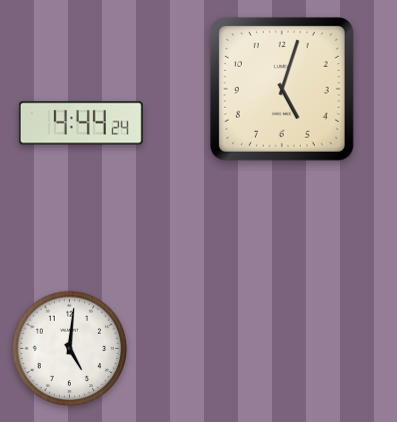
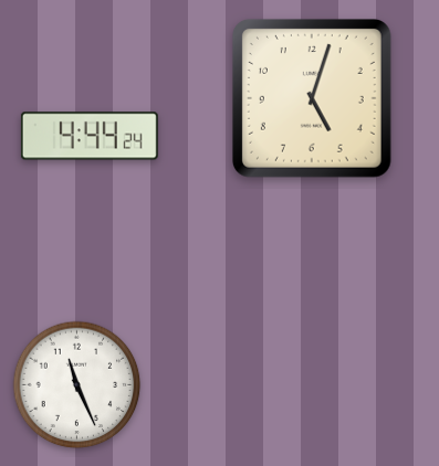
clock at (70, 349): 5:01 -> 11:26
